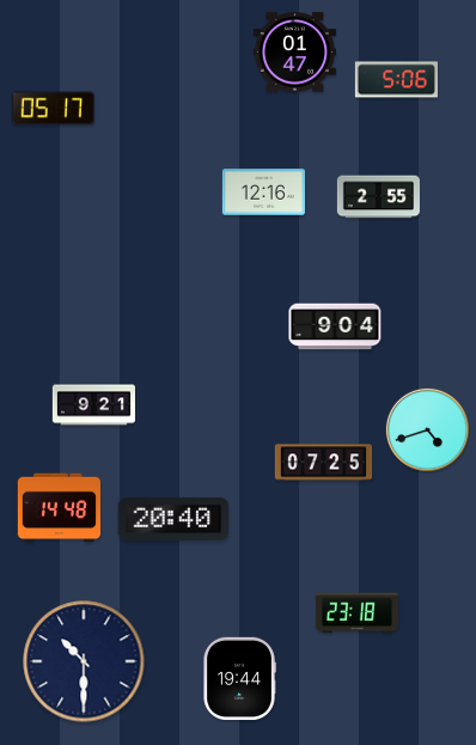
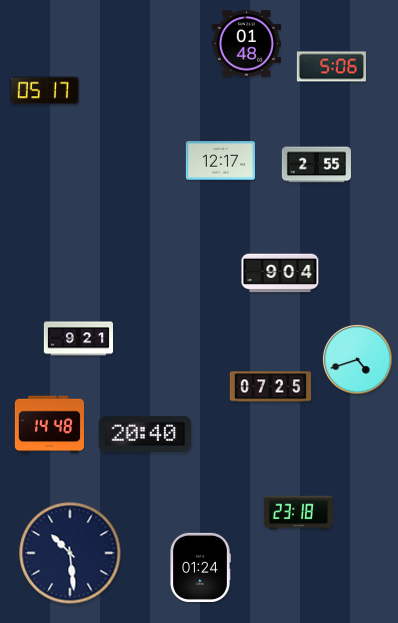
clock at (294, 53): 01:47 -> 01:48
clock at (263, 193): 12:16 -> 12:17
clock at (84, 661): 10:30 -> 10:29
clock at (239, 678): 19:44 -> 01:24
